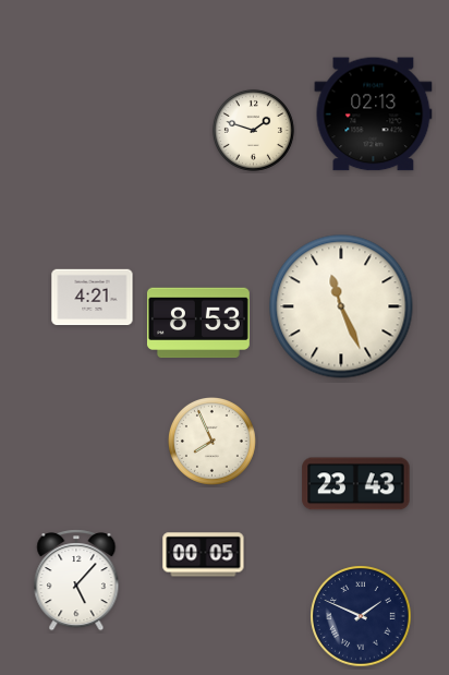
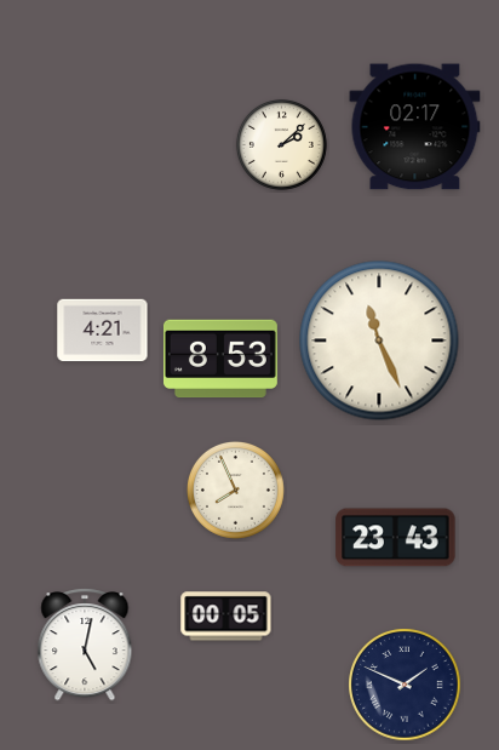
clock at (374, 114): 02:13 -> 02:17
clock at (253, 130): 1:48 -> 2:08
clock at (76, 580): 5:07 -> 5:02
clock at (361, 616) position: (361, 616) -> (405, 685)
